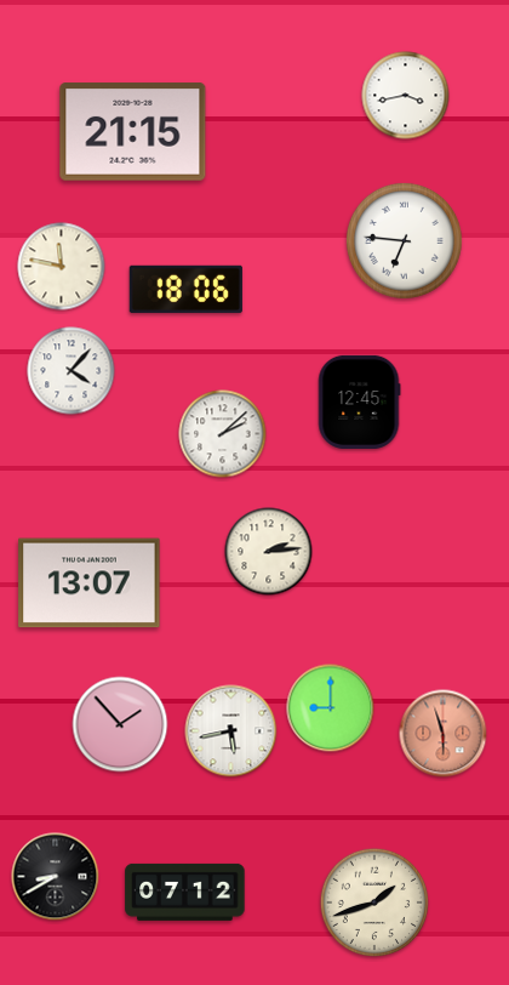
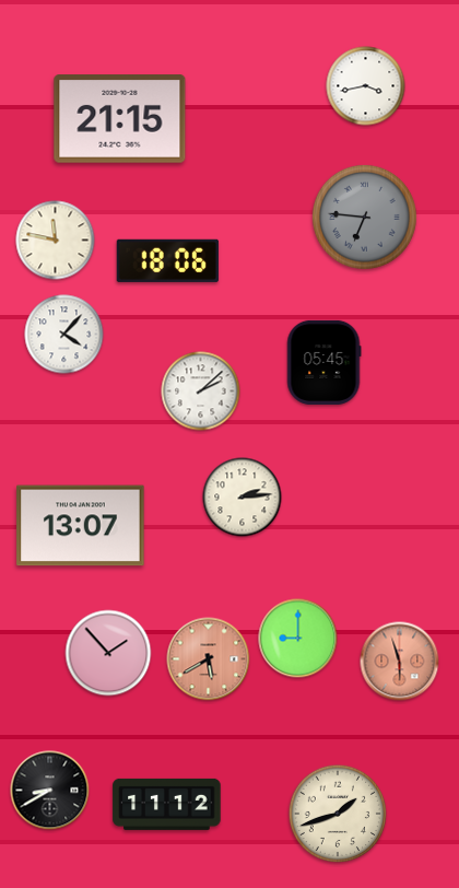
clock at (404, 240) dial: white -> grey
clock at (359, 402): 12:45 -> 05:45
clock at (231, 731): 5:43 -> 5:40
clock at (231, 731) dial: white -> salmon
clock at (185, 892): 07:12 -> 11:12
